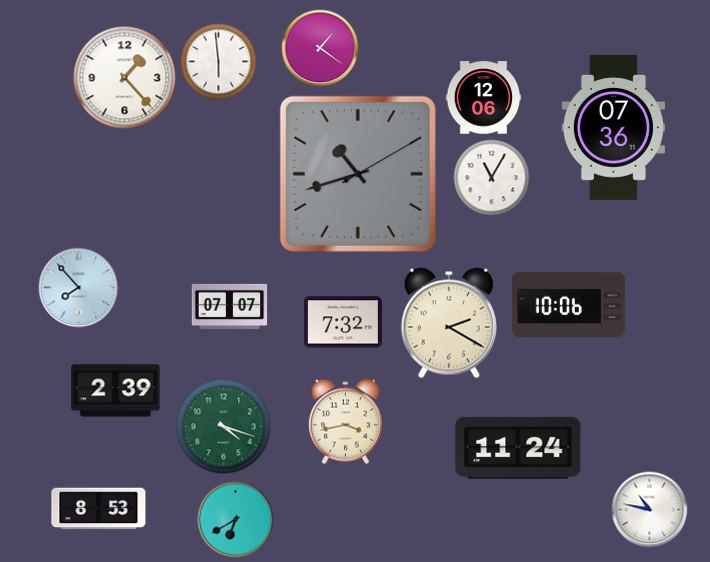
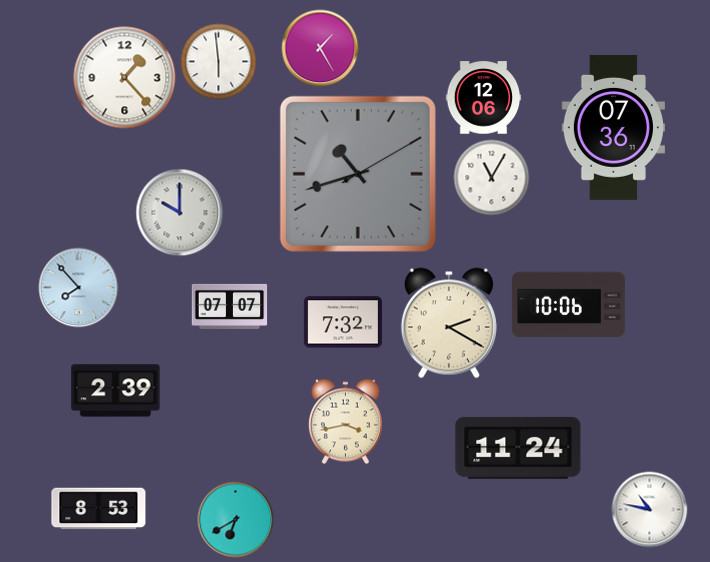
clock at (320, 48): 1:21 -> 1:25
clock at (180, 213): none -> 10:00
clock at (224, 427): 4:18 -> none
